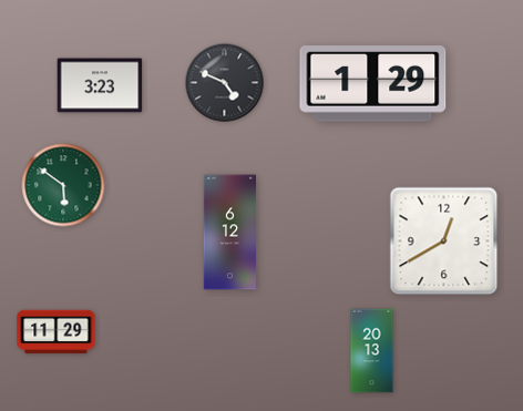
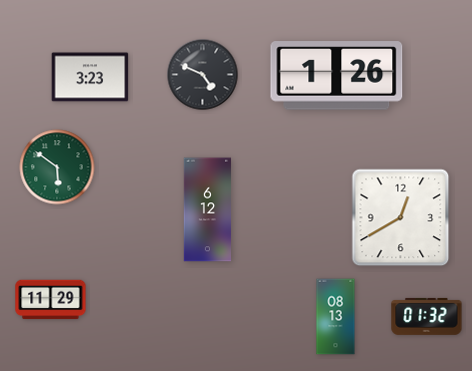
clock at (373, 84): 1:29 -> 1:26
clock at (427, 316): none -> 01:32
clock at (372, 351): 20:13 -> 08:13
